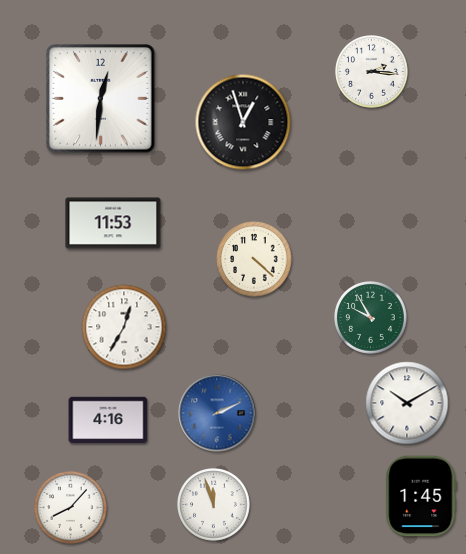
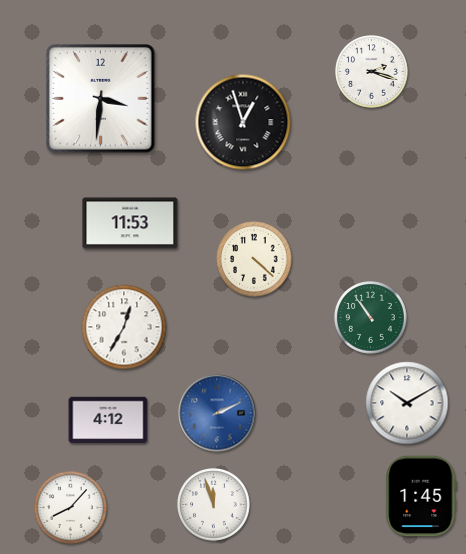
clock at (372, 72): 2:16 -> 2:18
clock at (101, 99): 12:31 -> 3:31
clock at (113, 223) position: (113, 223) -> (130, 223)
clock at (371, 318): 9:55 -> 10:54
clock at (108, 420): 4:16 -> 4:12
